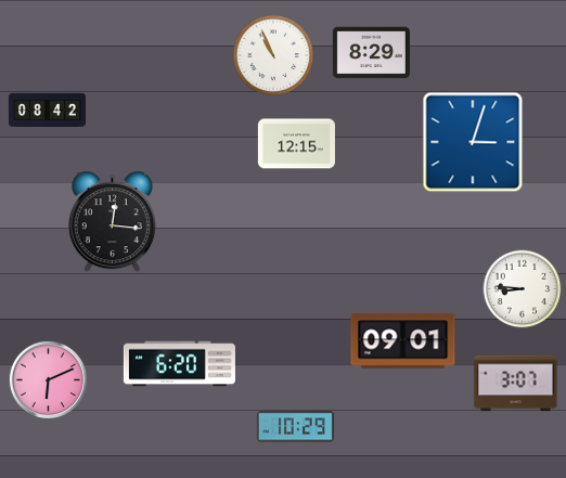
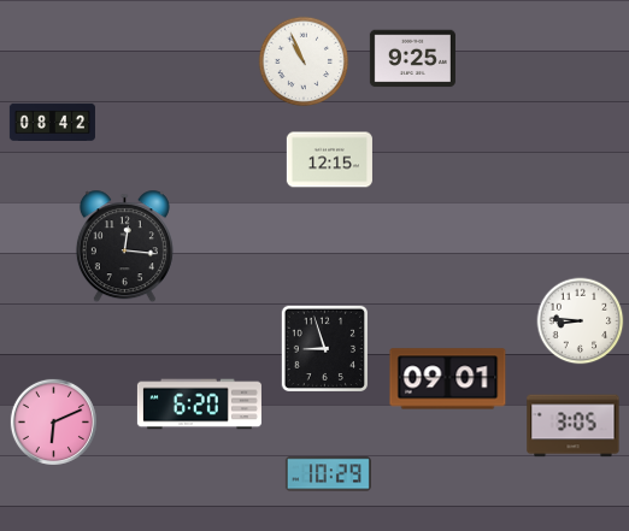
clock at (371, 53): 8:29 -> 9:25
clock at (473, 142): 3:03 -> none
clock at (324, 348): none -> 8:57
clock at (516, 384): 3:07 -> 3:05
